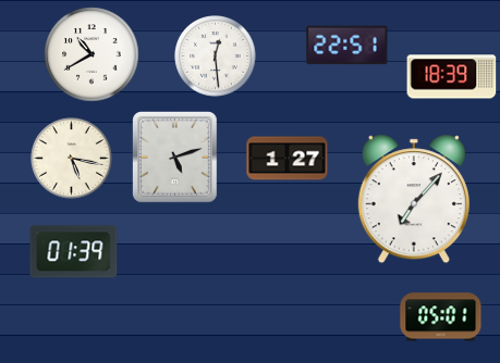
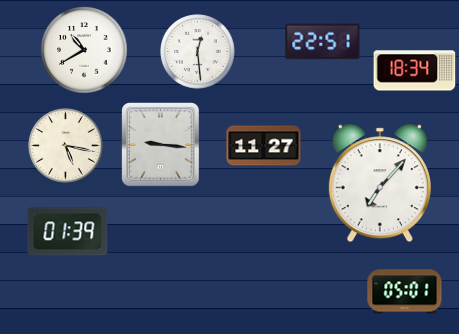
clock at (347, 46) position: (347, 46) -> (323, 42)
clock at (452, 77): 18:39 -> 18:34
clock at (175, 158): 5:12 -> 9:16
clock at (288, 159): 1:27 -> 11:27
